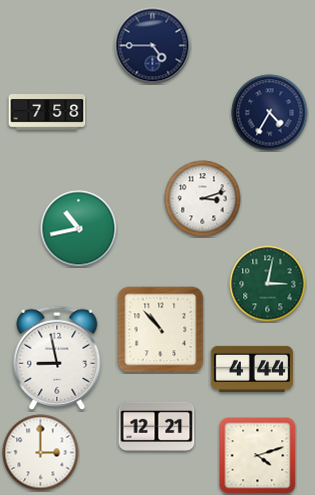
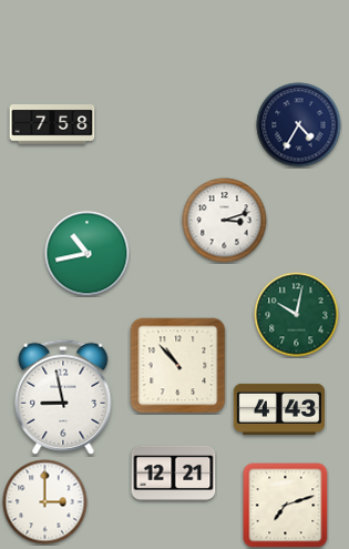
clock at (153, 46): 4:45 -> none
clock at (268, 284): 3:02 -> 10:02
clock at (252, 369): 4:44 -> 4:43
clock at (258, 456): 4:12 -> 7:12
